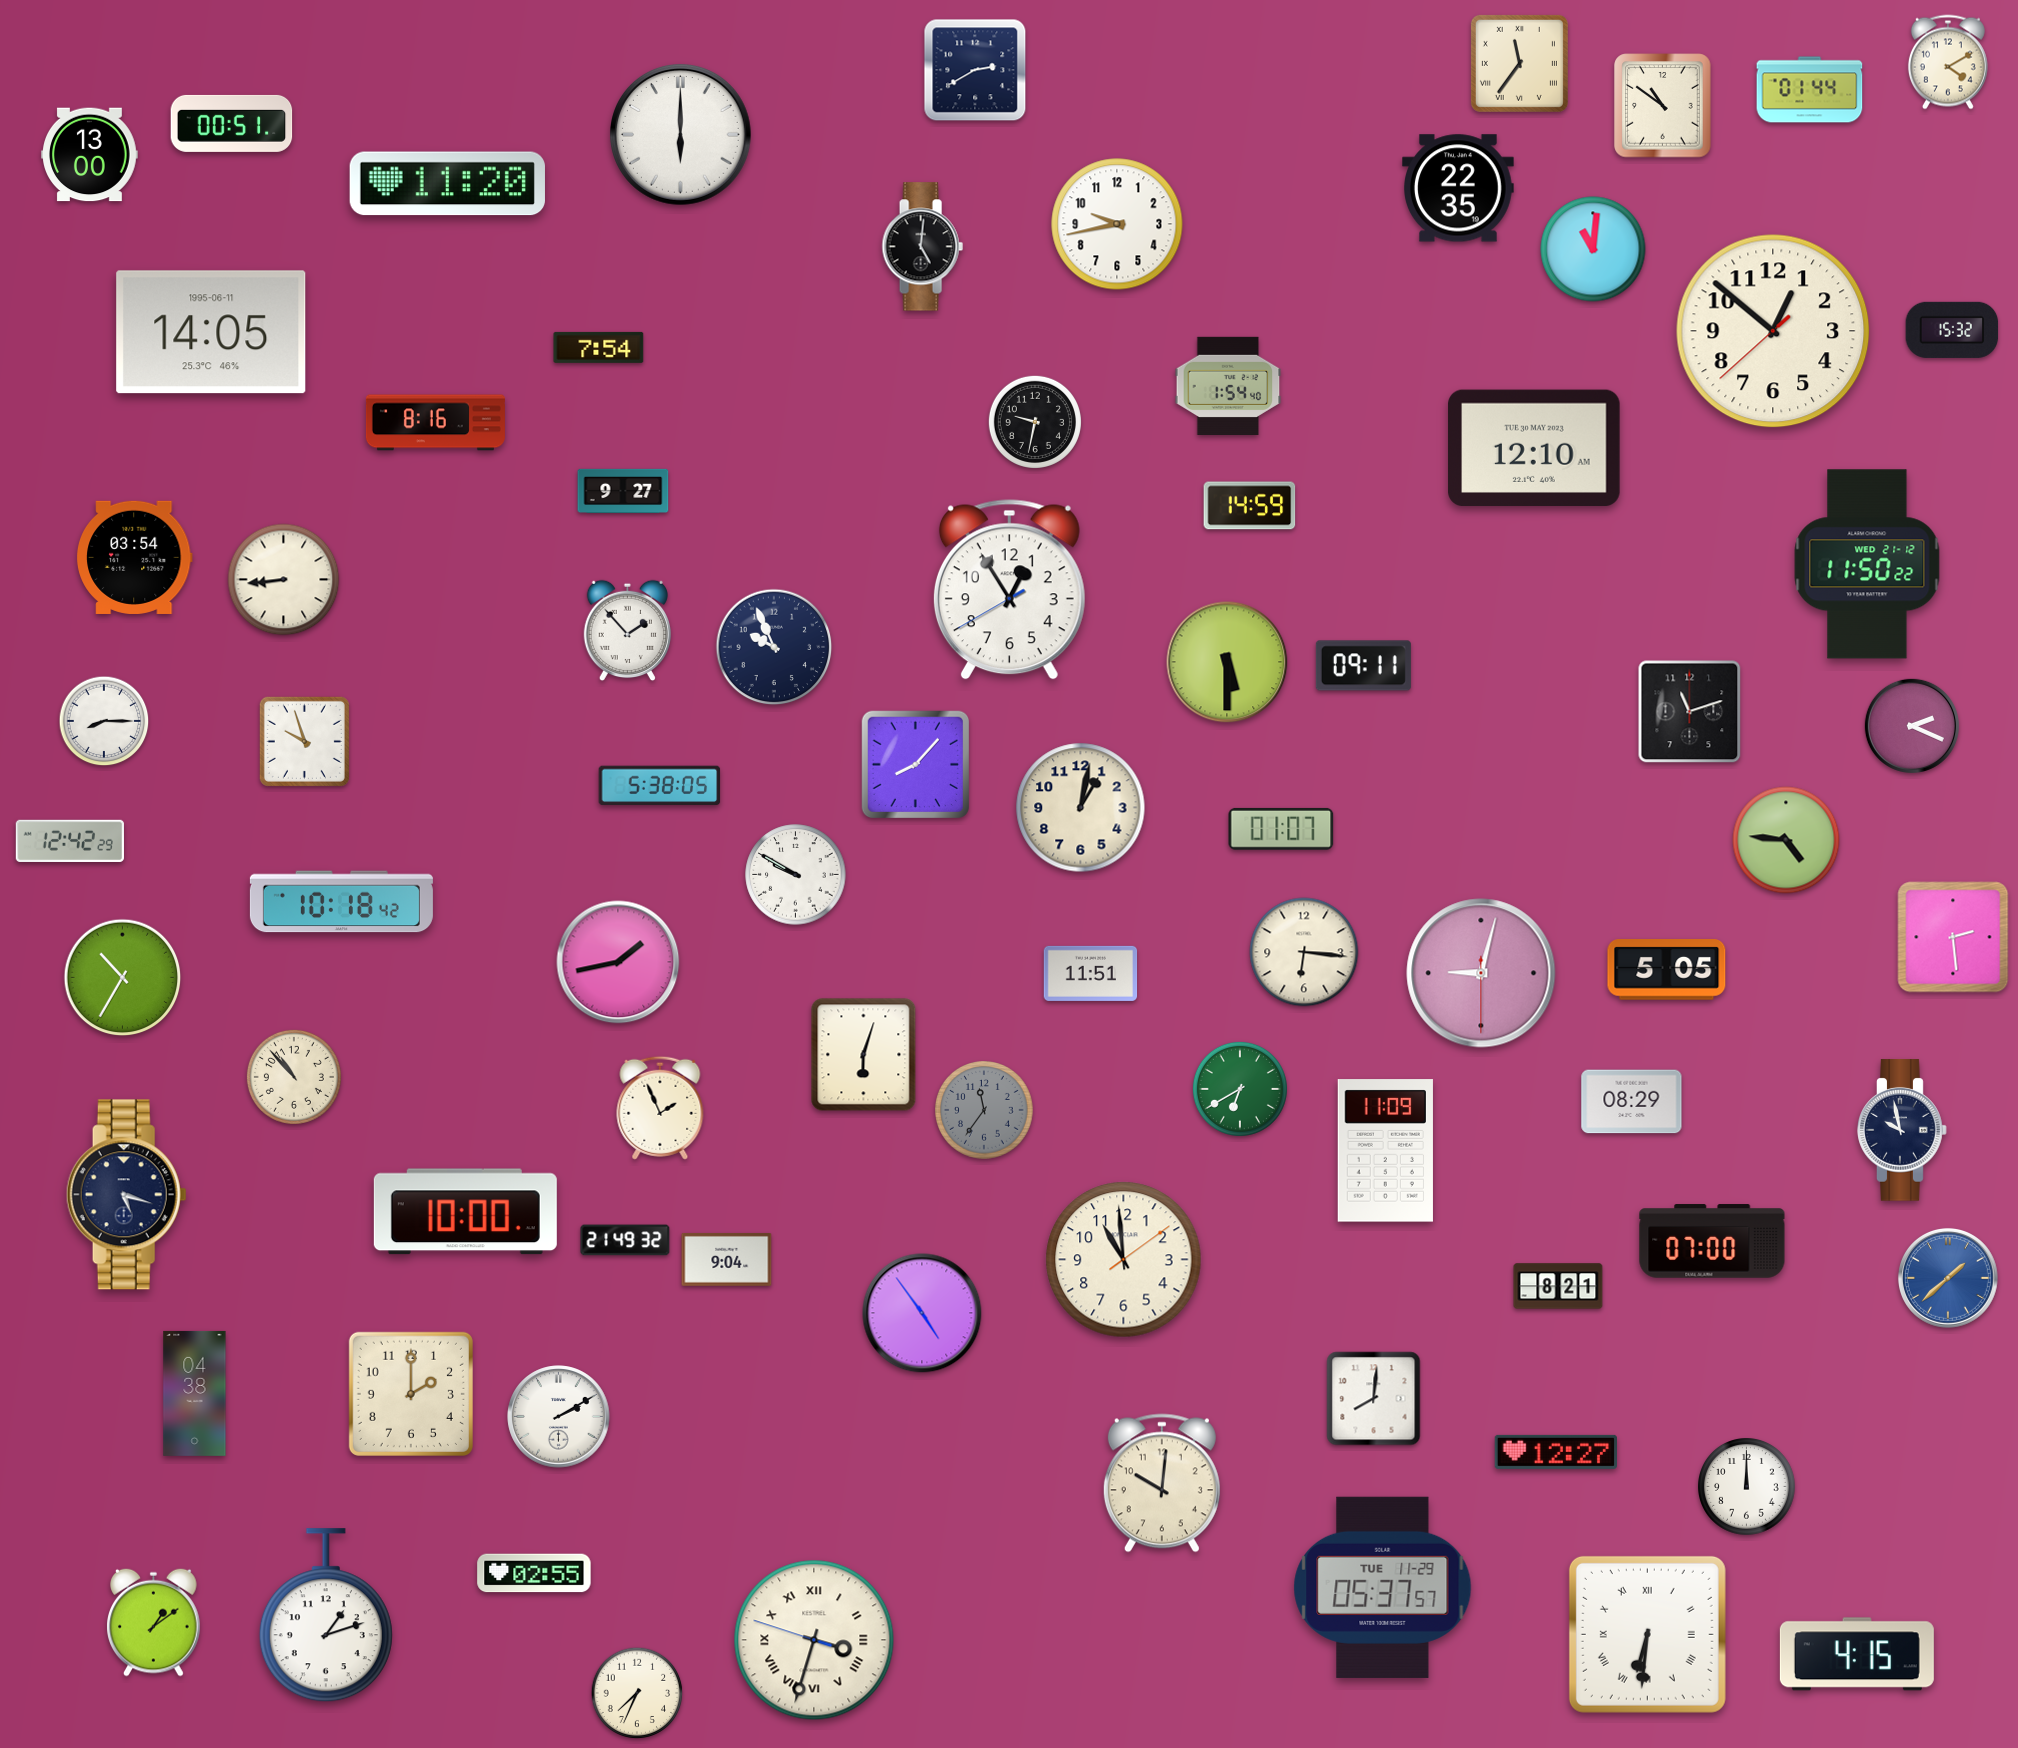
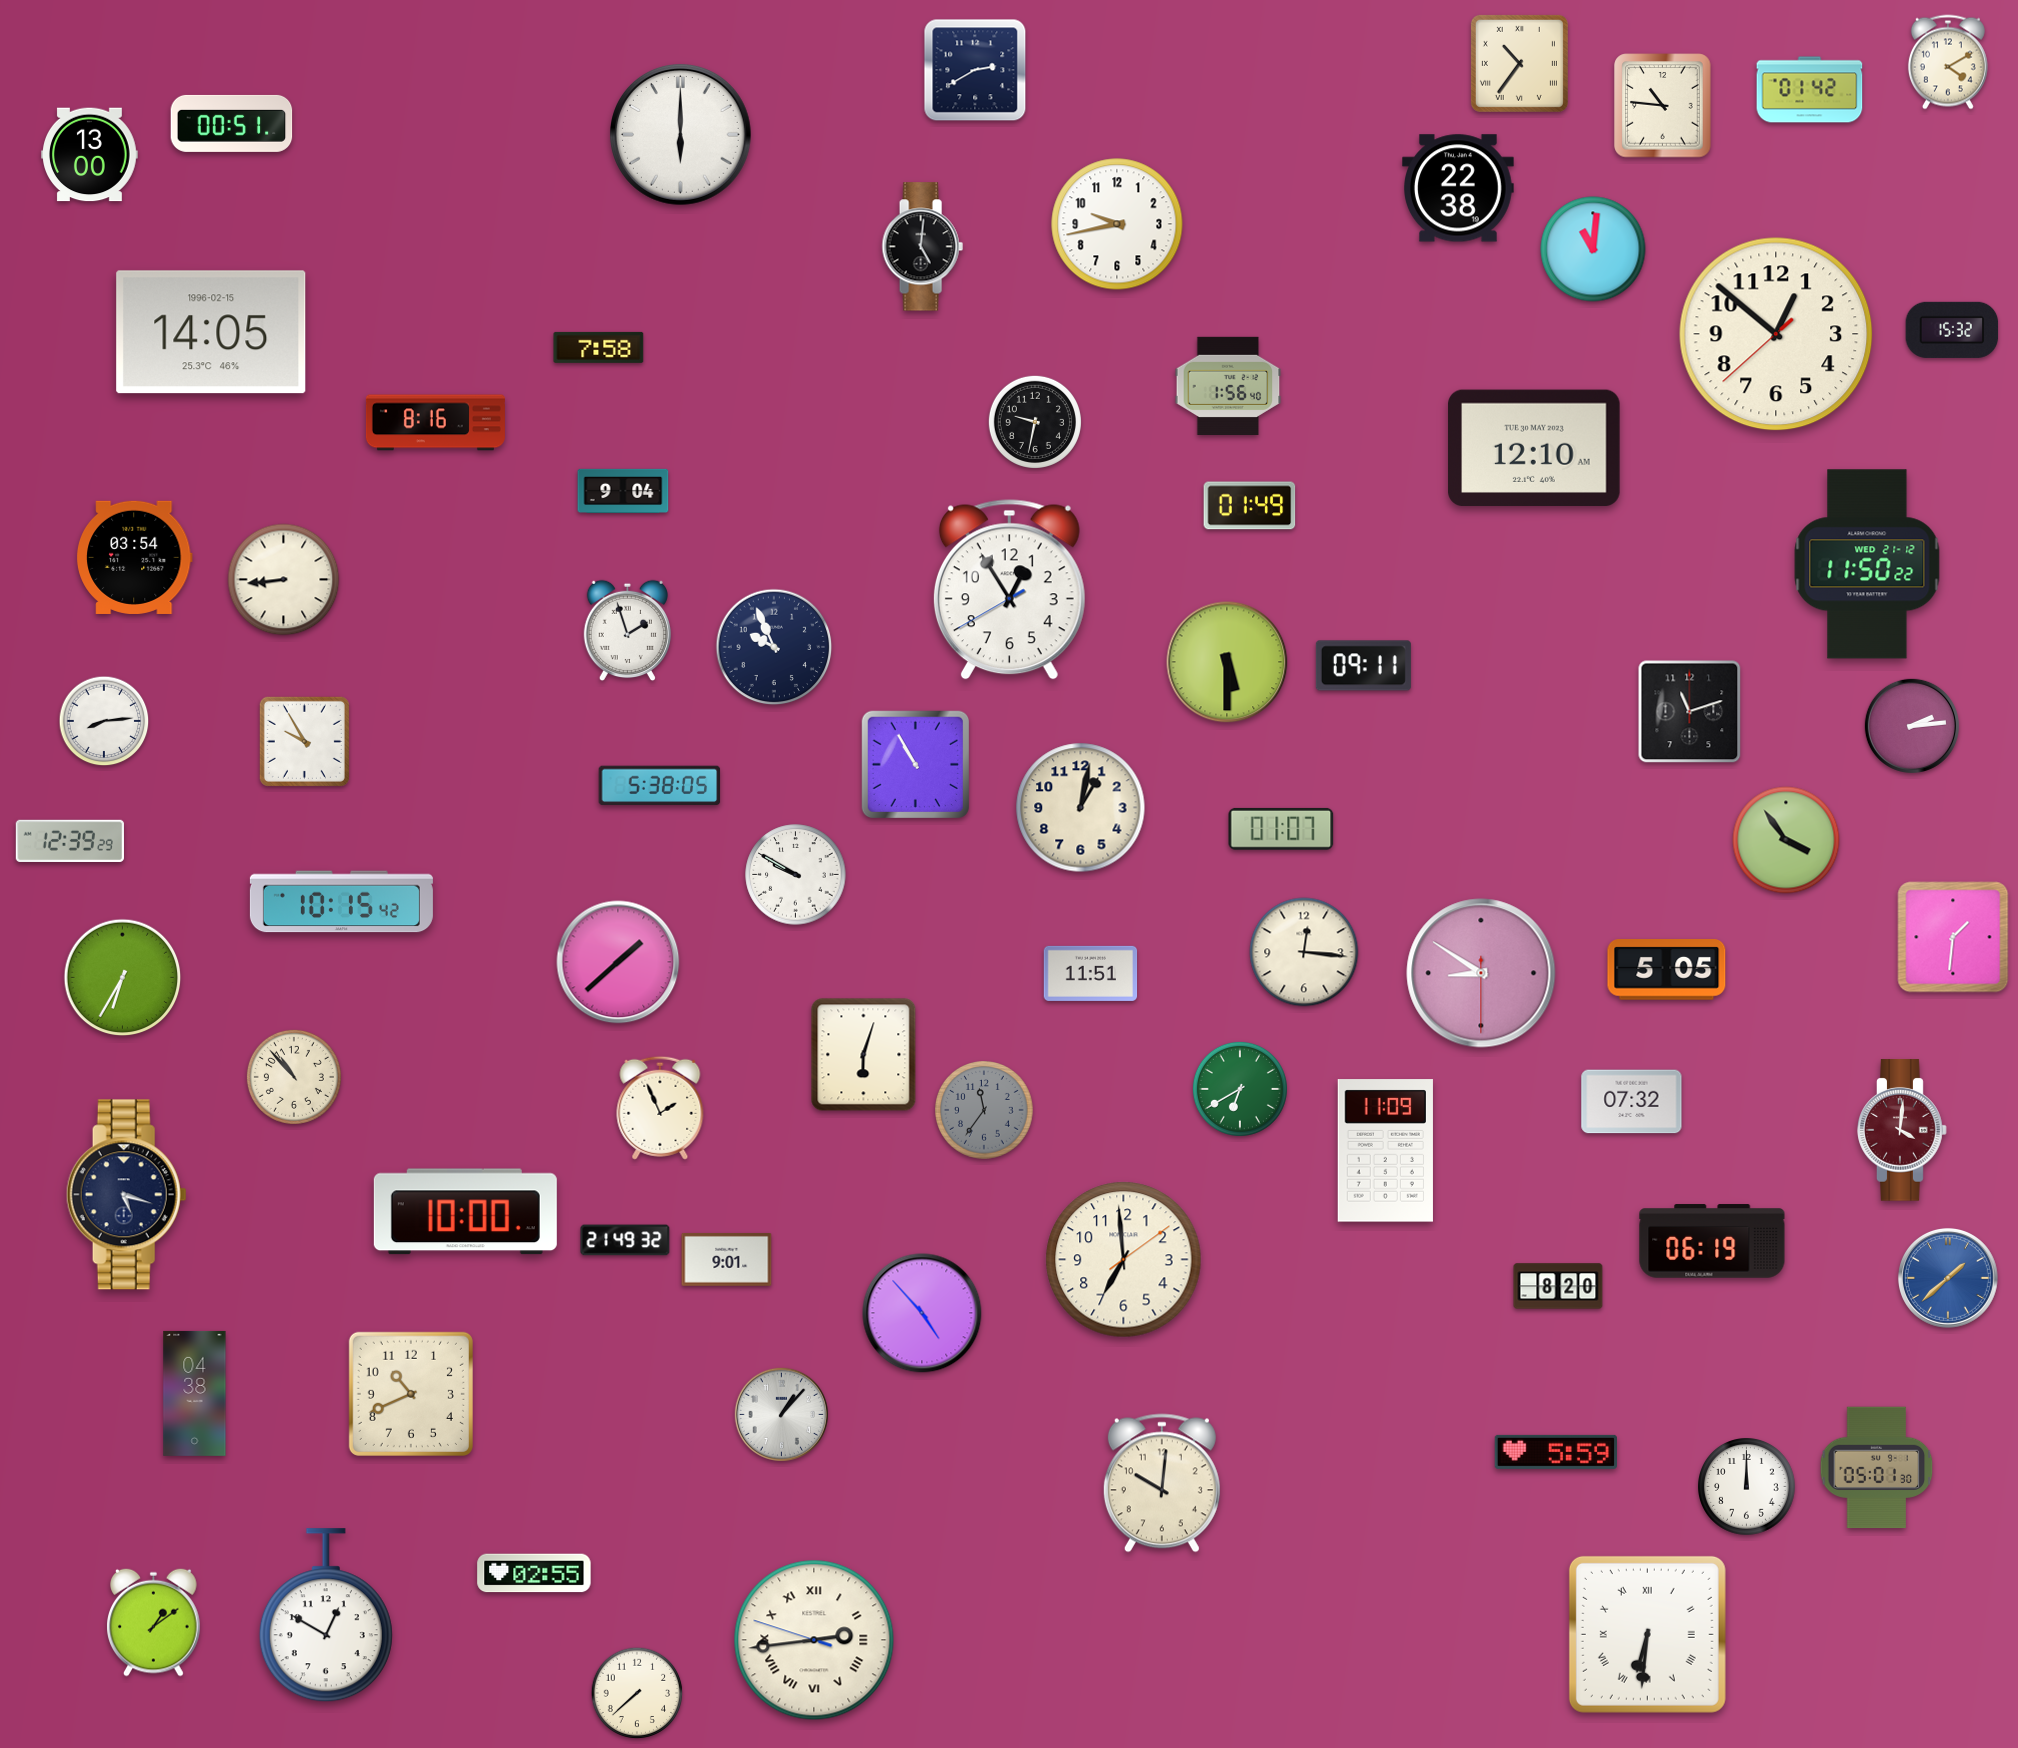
clock at (1519, 63): 11:36 -> 10:36
clock at (1810, 90): 01:44 -> 01:42
clock at (1663, 106): 10:51 -> 10:46
clock at (447, 184): 11:20 -> none
clock at (1459, 188): 22:35 -> 22:38
clock at (1773, 331) position: (1773, 331) -> (1776, 334)
clock at (211, 332) date: 1995-06-11 -> 1996-02-15
clock at (599, 347): 7:54 -> 7:58
clock at (1228, 386): 1:54 -> 1:56
clock at (623, 490): 9:27 -> 9:04
clock at (1250, 506): 14:59 -> 01:49
clock at (627, 631): 1:53 -> 1:57
clock at (104, 721): 8:15 -> 8:14
clock at (1912, 726): 2:19 -> 2:14
clock at (304, 741): 9:57 -> 9:55
clock at (915, 764): 8:07 -> 10:55
clock at (1786, 840): 4:46 -> 3:54
clock at (70, 841): 12:42 -> 12:39
clock at (341, 902): 10:18 -> 10:15
clock at (1953, 937): 2:29 -> 1:31
clock at (1304, 952): 6:16 -> 12:16
clock at (618, 962): 1:43 -> 1:38
clock at (1481, 973): 9:02 -> 8:50
clock at (123, 978): 10:35 -> 6:35
clock at (1632, 1102): 08:29 -> 07:32
clock at (1902, 1130): 9:58 -> 4:01
clock at (1902, 1130) dial: navy -> burgundy
clock at (1712, 1241): 07:00 -> 06:19
clock at (727, 1259): 9:04 -> 9:01
clock at (1124, 1260): 10:59 -> 6:59
clock at (1558, 1286): 8:21 -> 8:20
clock at (922, 1313): 4:54 -> 4:53
clock at (411, 1394): 2:00 -> 10:41
clock at (1374, 1399): 8:01 -> none
clock at (781, 1414): none -> 1:07
clock at (559, 1417): 2:10 -> none
clock at (1556, 1452): 12:27 -> 5:59
clock at (1877, 1468): none -> 05:01
clock at (1383, 1587): 05:37 -> none
clock at (326, 1616): 1:12 -> 12:50
clock at (814, 1640): 3:32 -> 2:43
clock at (1857, 1654): 4:15 -> none
clock at (637, 1693): 7:34 -> 7:38
